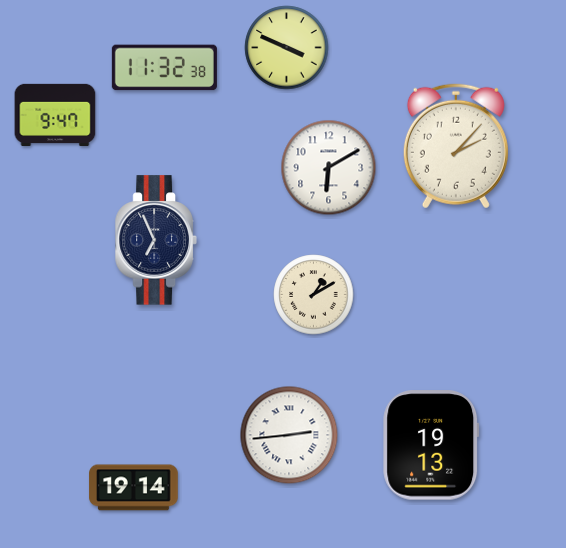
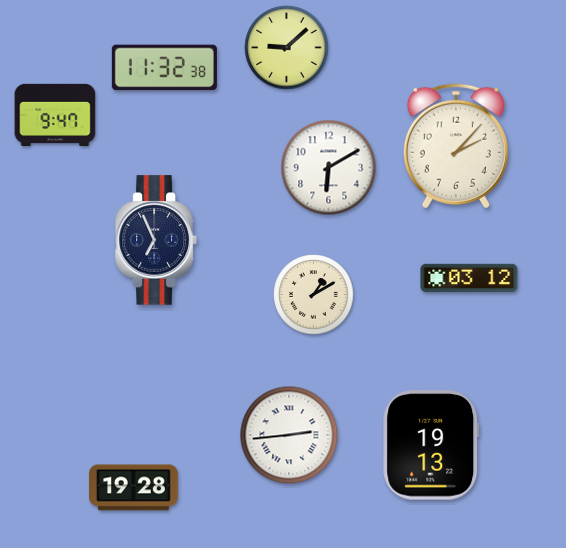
clock at (287, 48): 3:49 -> 9:08
clock at (469, 278): none -> 03:12
clock at (134, 488): 19:14 -> 19:28
